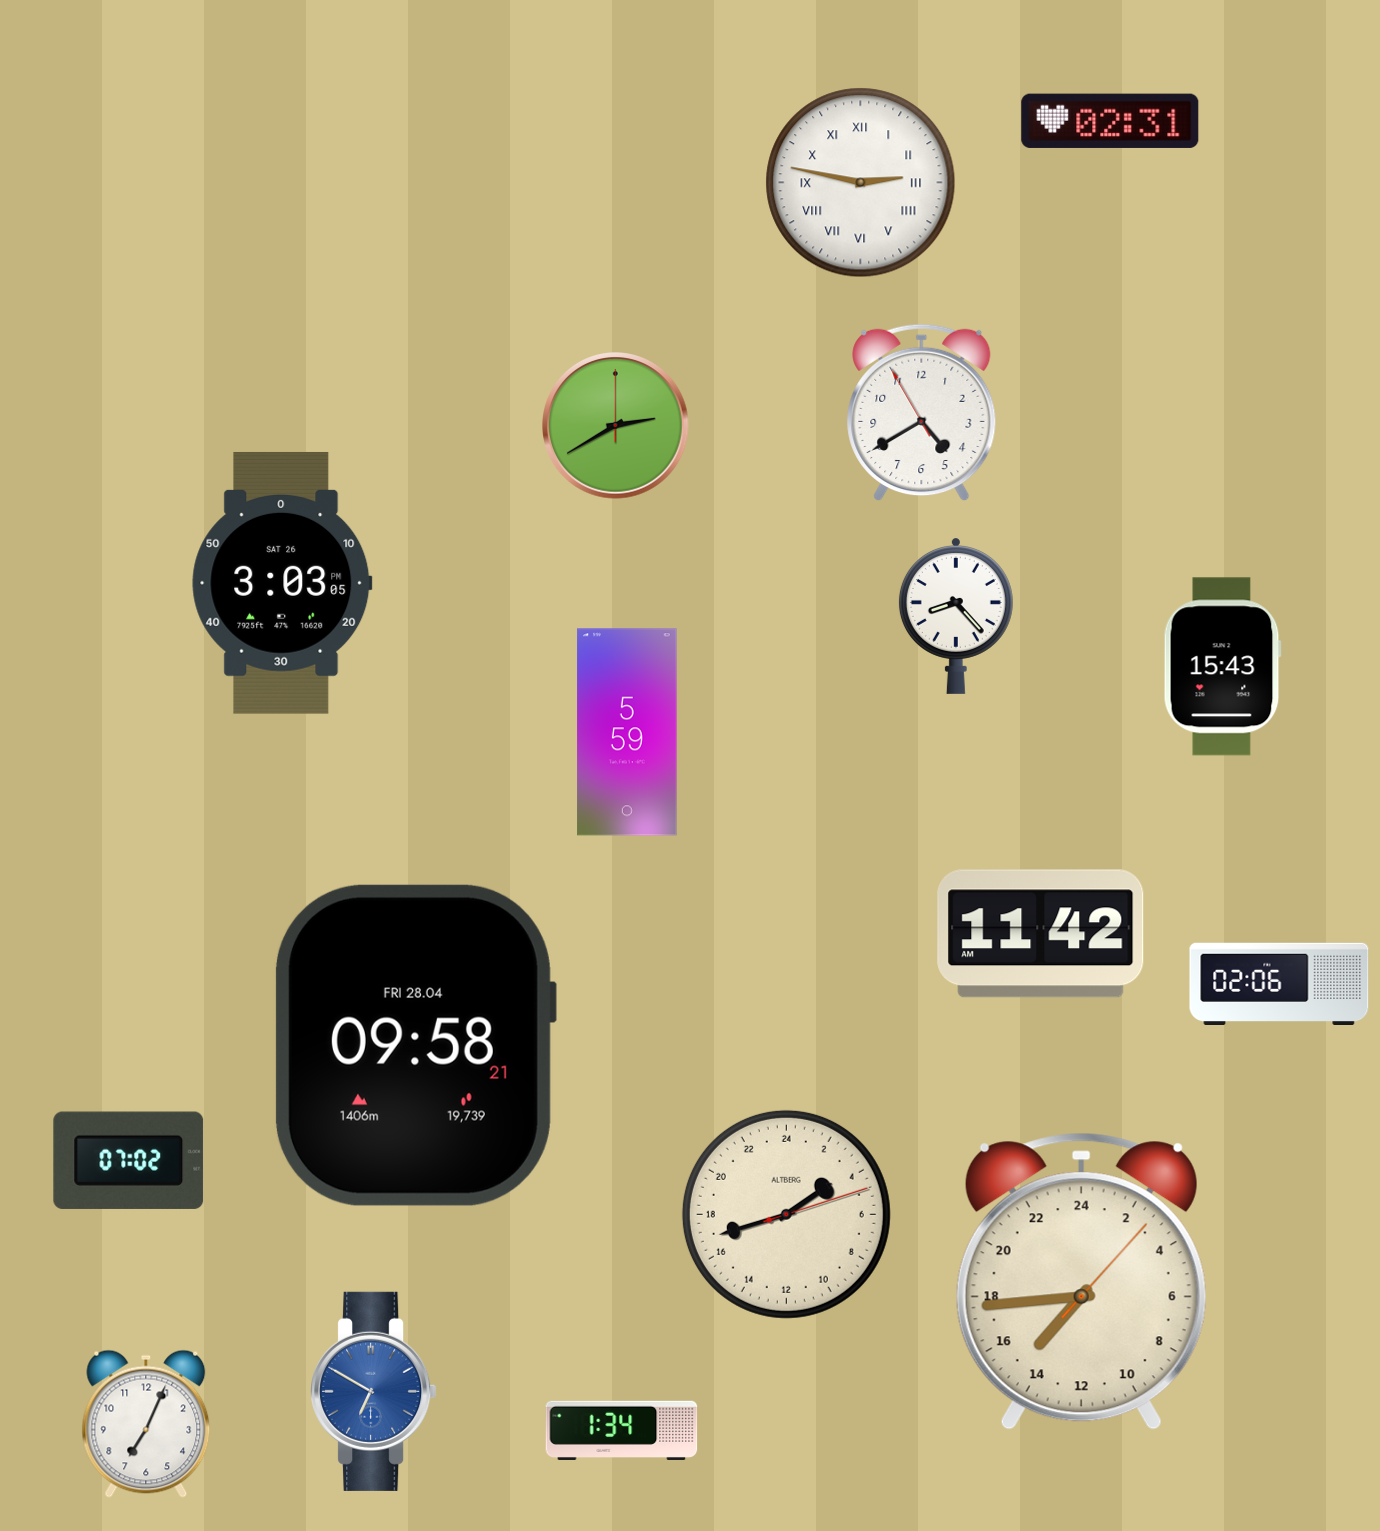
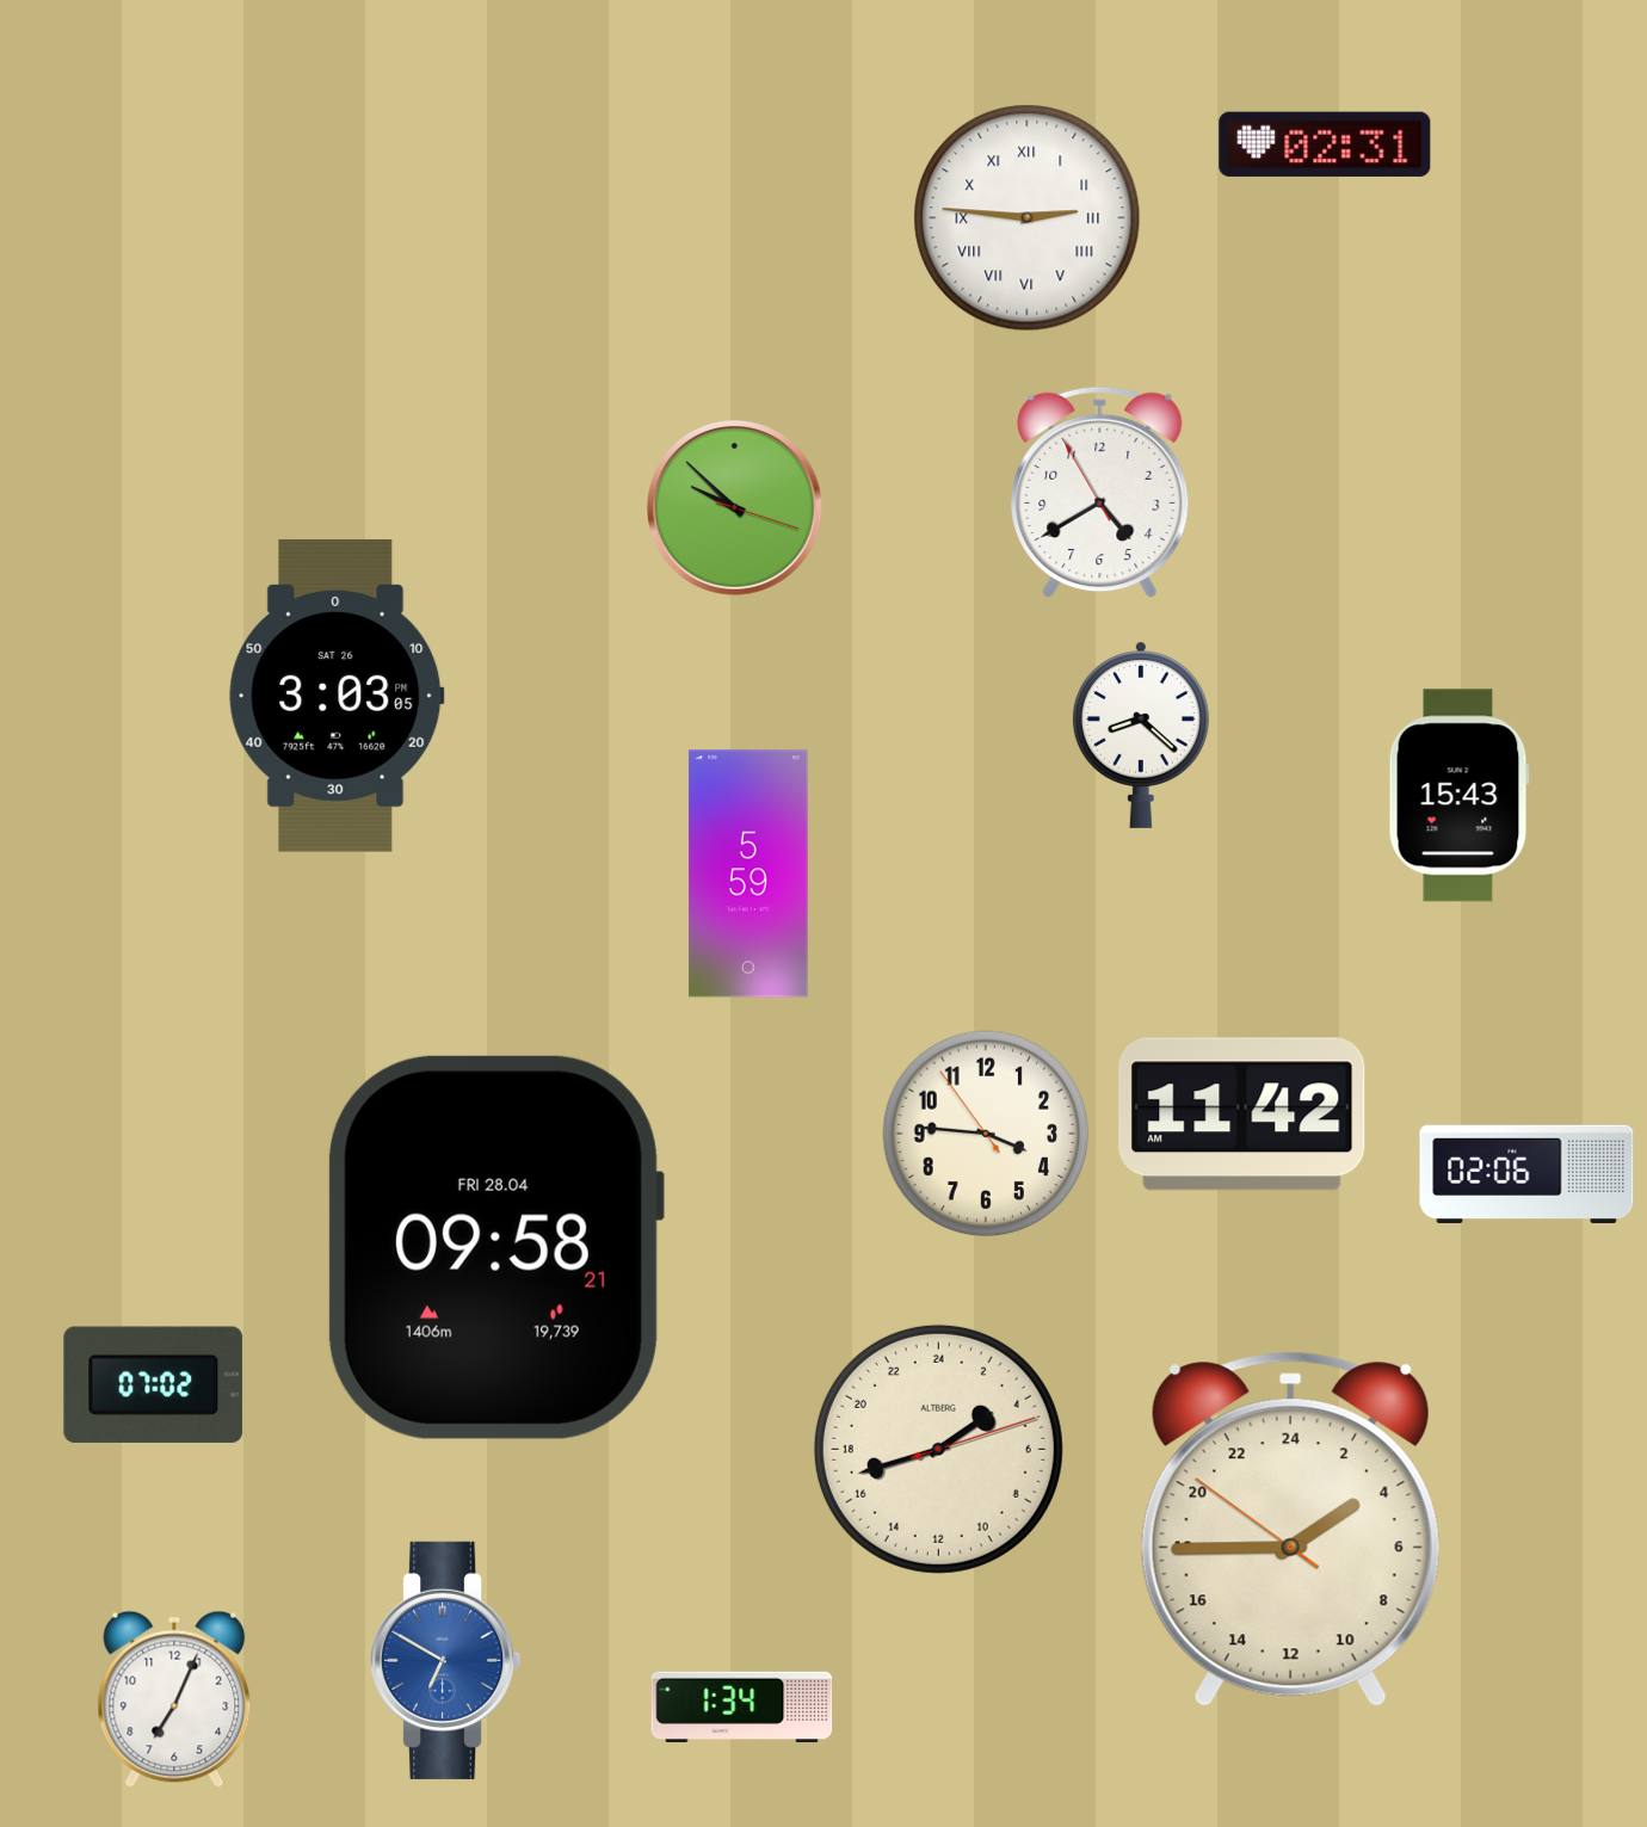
clock at (861, 183): 2:47 -> 2:46
clock at (616, 426): 2:40 -> 9:52
clock at (956, 616): 8:23 -> 8:22
clock at (986, 1134): none -> 3:45
clock at (1081, 1281): 14:44 -> 3:44
